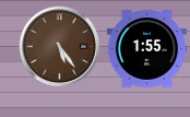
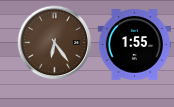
clock at (60, 47): 5:24 -> 6:24
